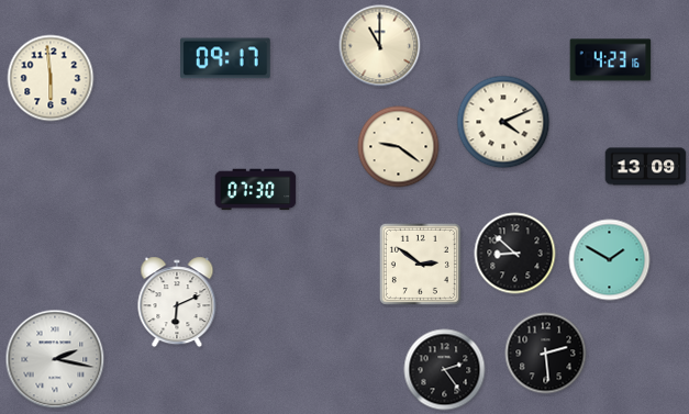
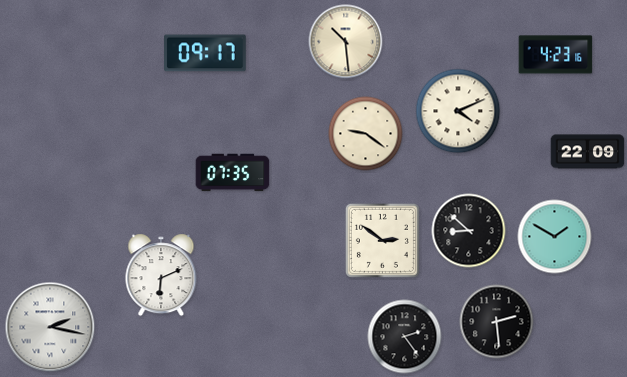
clock at (380, 46): 11:00 -> 10:29
clock at (51, 78): 5:59 -> none
clock at (399, 147) position: (399, 147) -> (366, 134)
clock at (646, 167): 13:09 -> 22:09
clock at (256, 190): 07:30 -> 07:35
